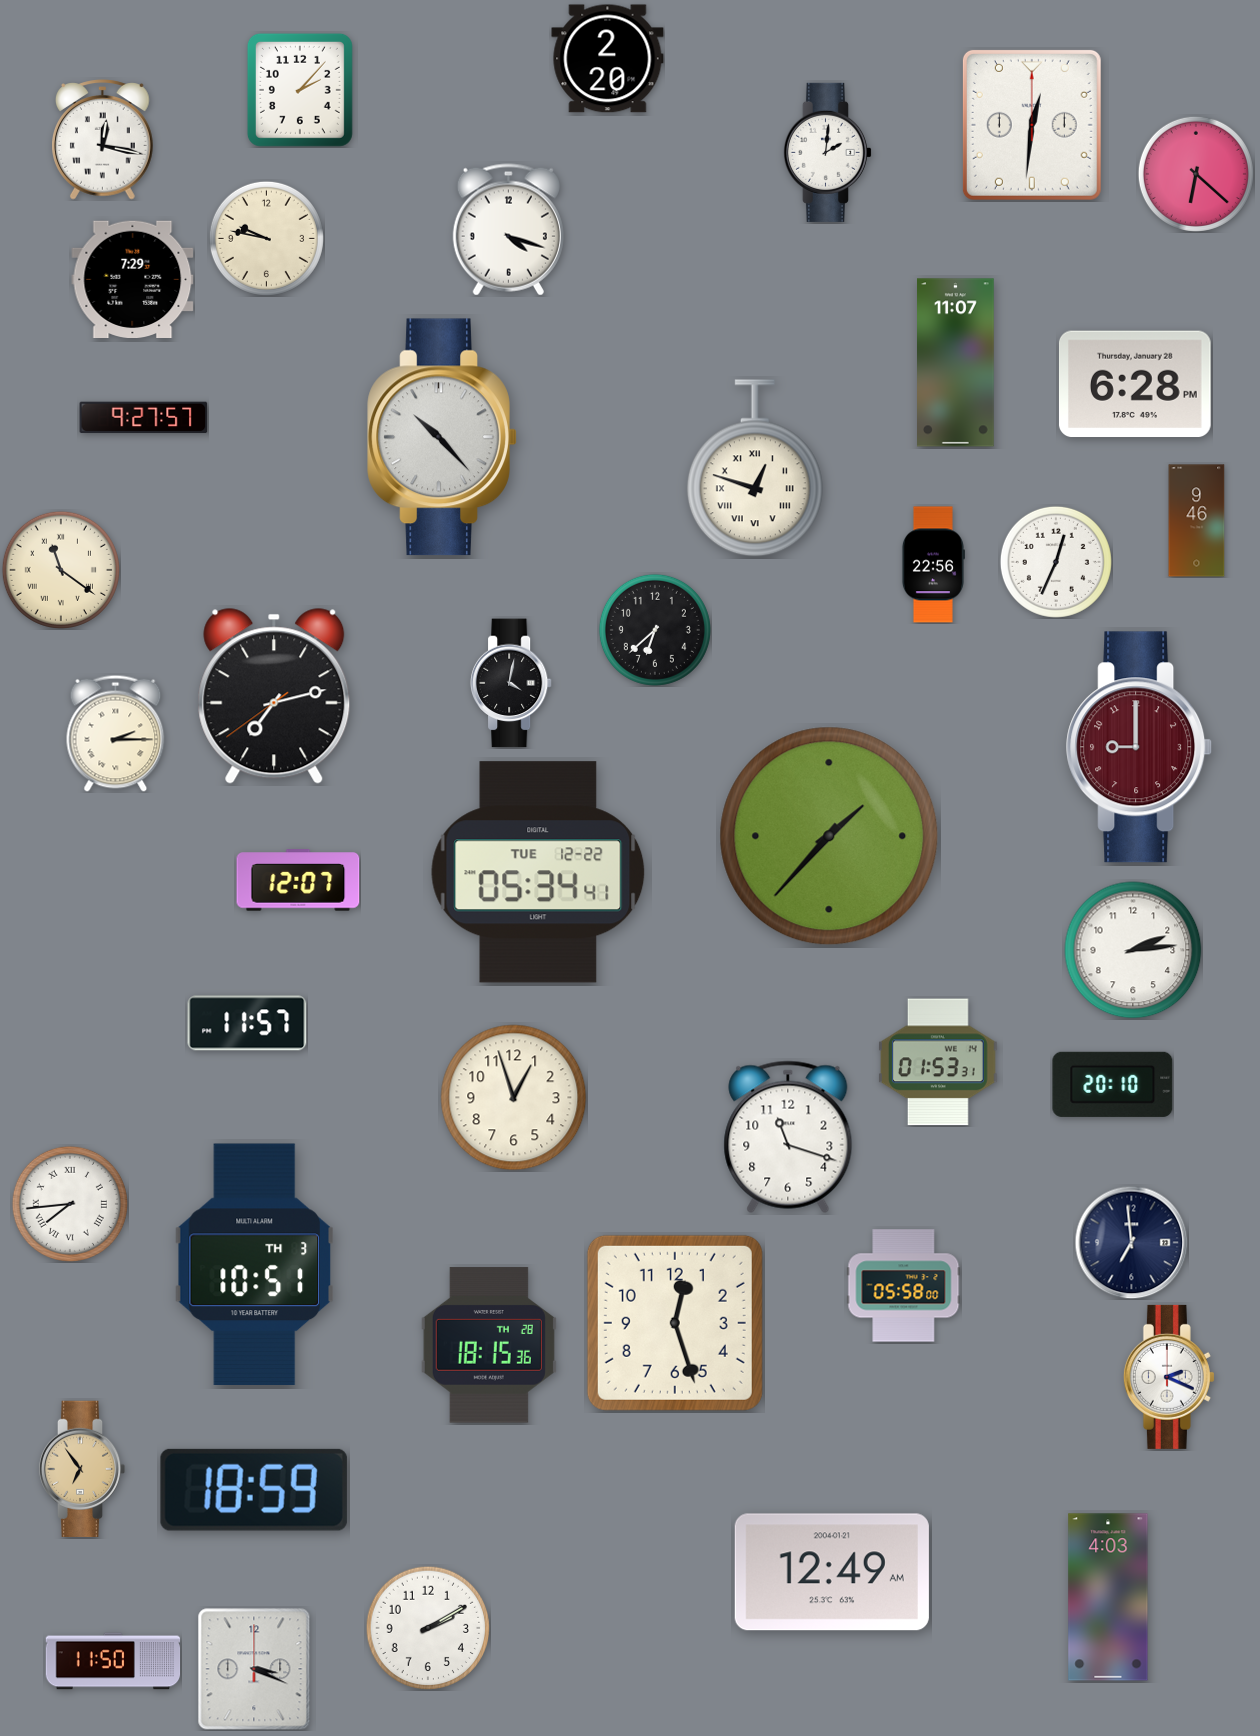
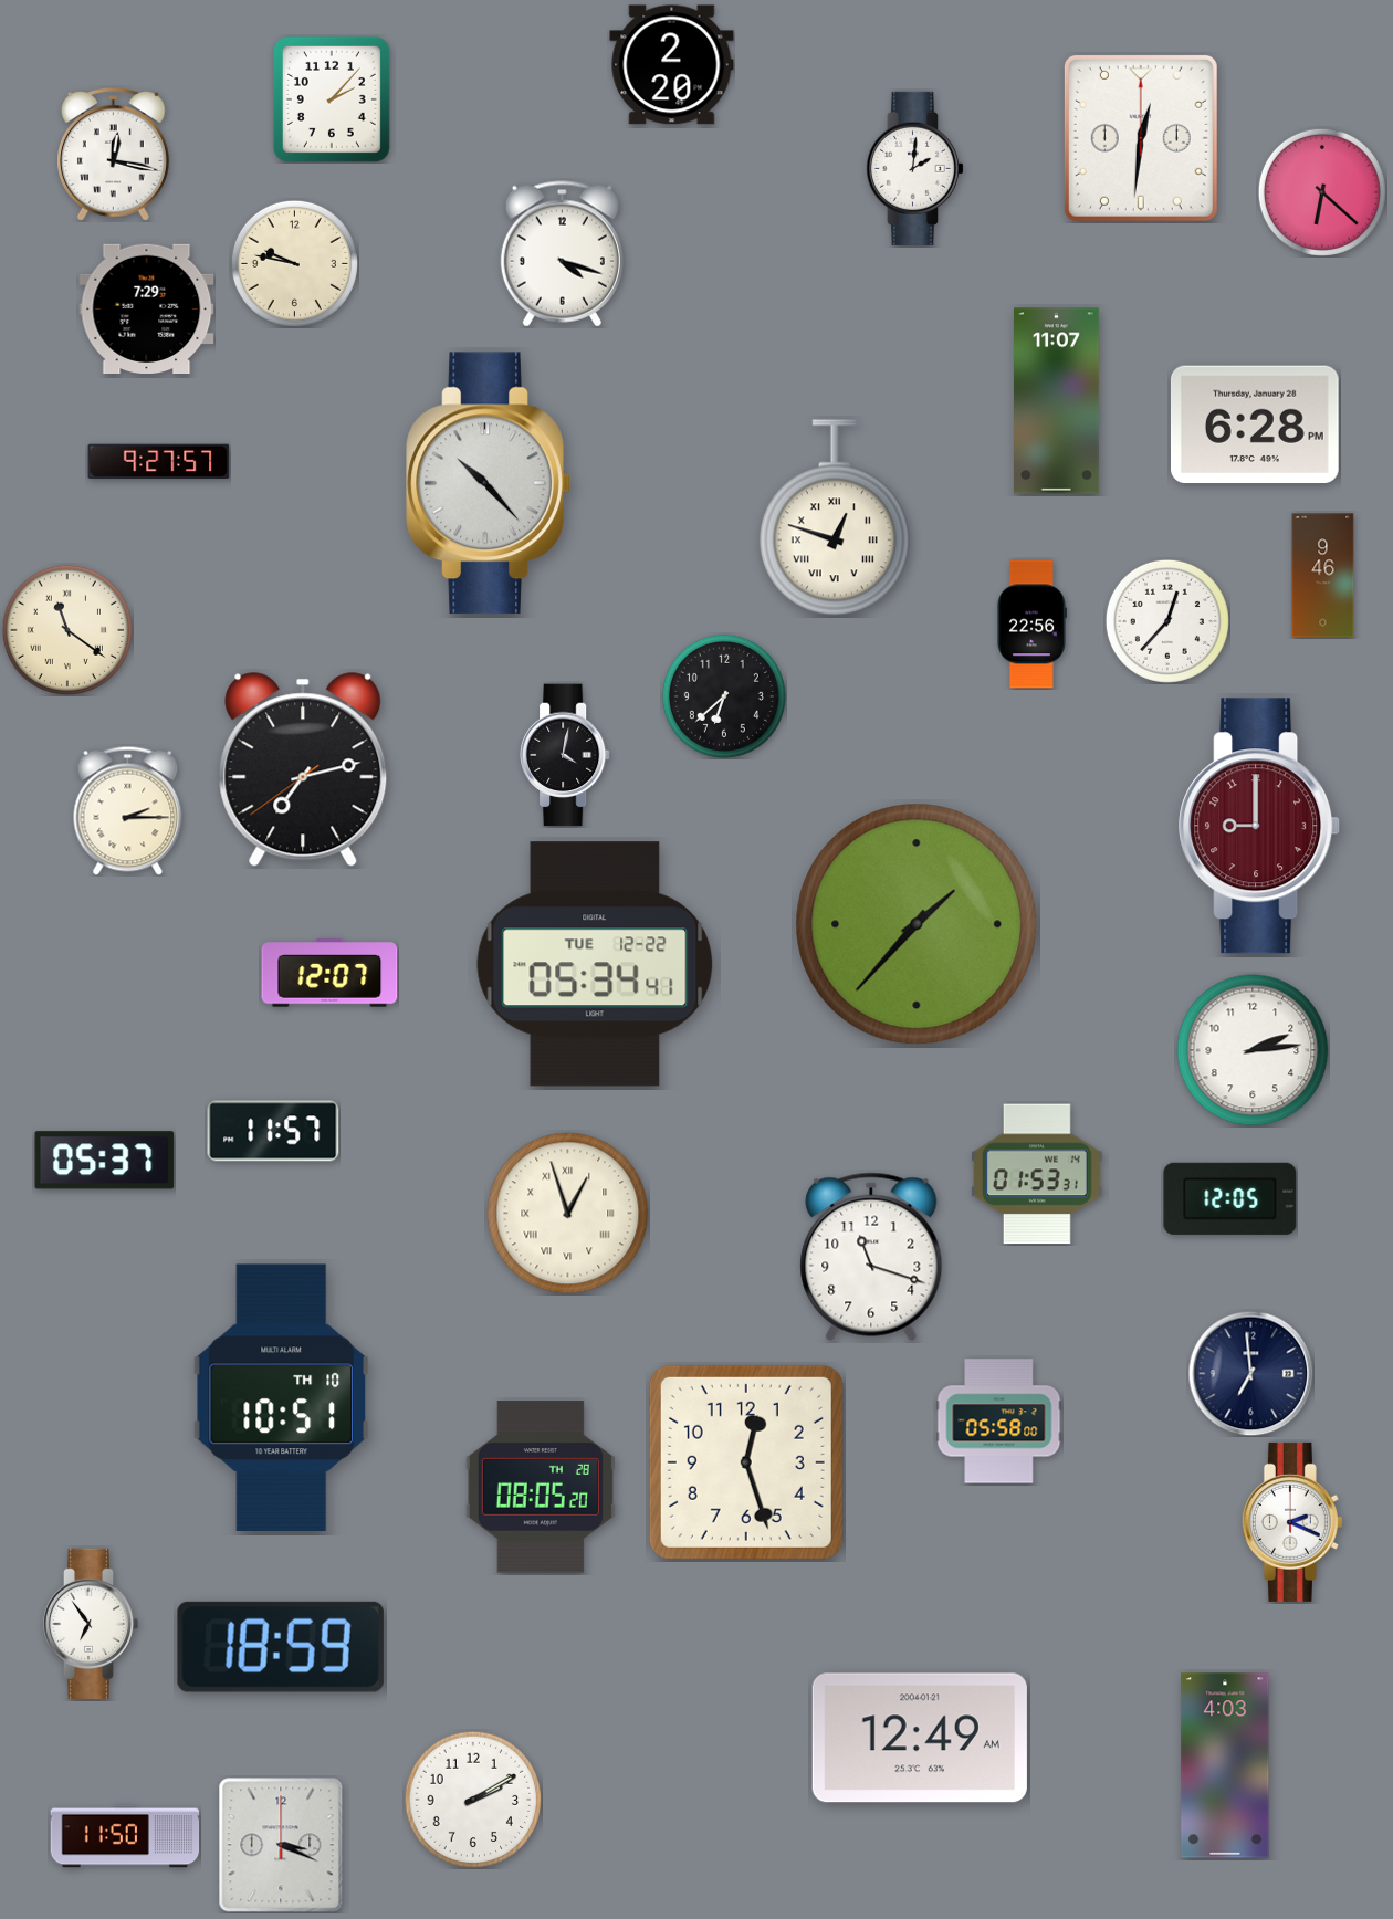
clock at (1056, 562): 12:34 -> 12:37
clock at (105, 1161): none -> 05:37
clock at (1113, 1084): 20:10 -> 12:05
clock at (514, 1098) numerals: Arabic -> Roman
clock at (70, 1204): 7:44 -> none
clock at (254, 1264) date: TH 3 -> TH 10
clock at (489, 1345): 18:15 -> 08:05
clock at (82, 1469) dial: champagne -> white
